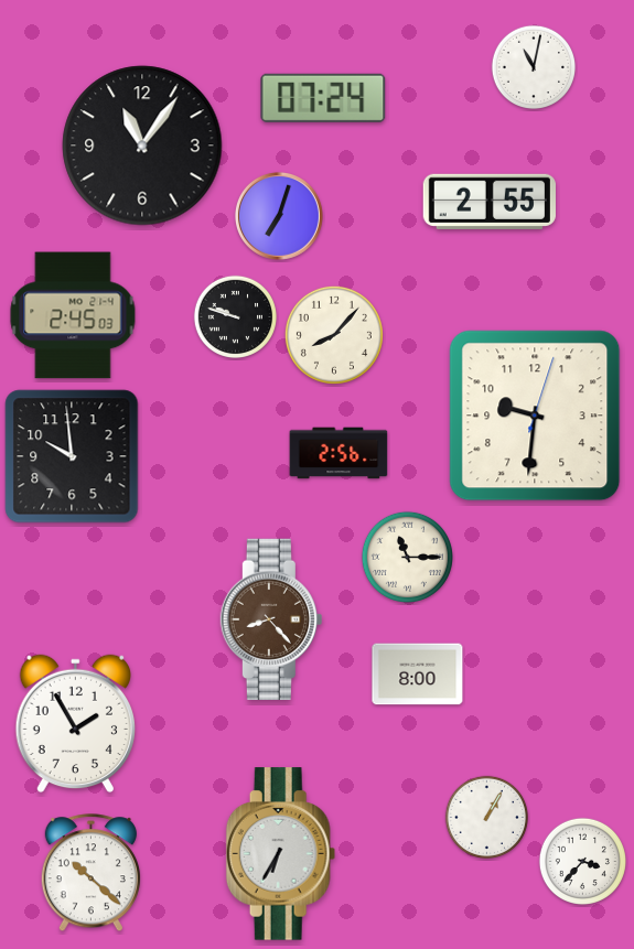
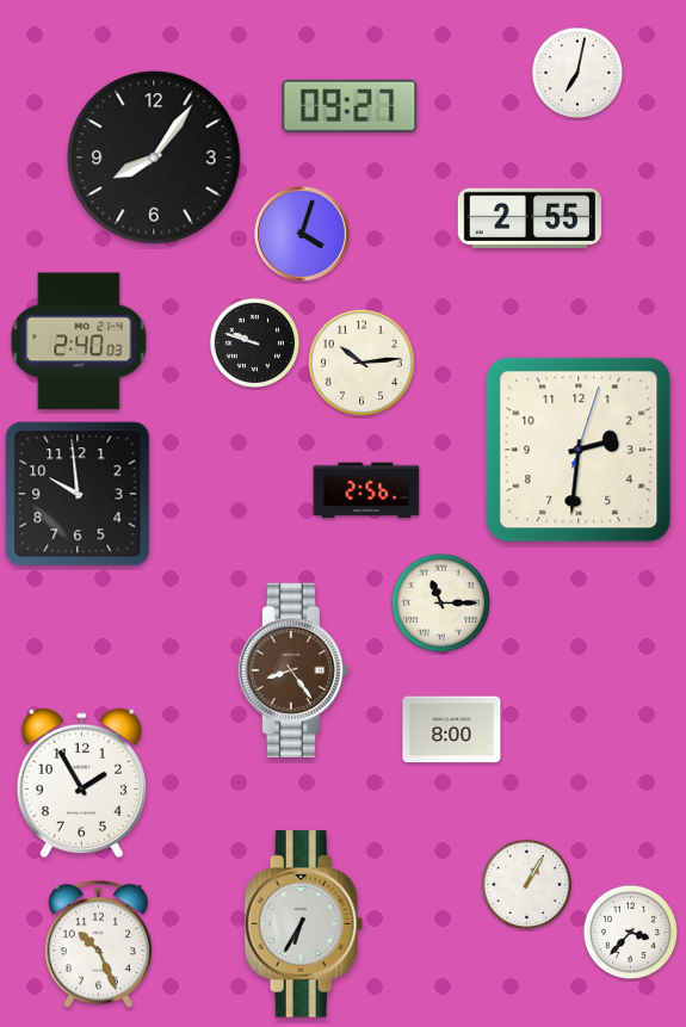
clock at (533, 66): 11:02 -> 7:02
clock at (323, 98): 07:24 -> 09:27
clock at (142, 145): 11:06 -> 8:06
clock at (279, 216): 7:03 -> 4:03
clock at (73, 315): 2:45 -> 2:40
clock at (334, 335): 8:07 -> 10:14
clock at (535, 416): 9:31 -> 2:31
clock at (271, 618): 8:23 -> 8:24
clock at (90, 873): 10:22 -> 10:26
